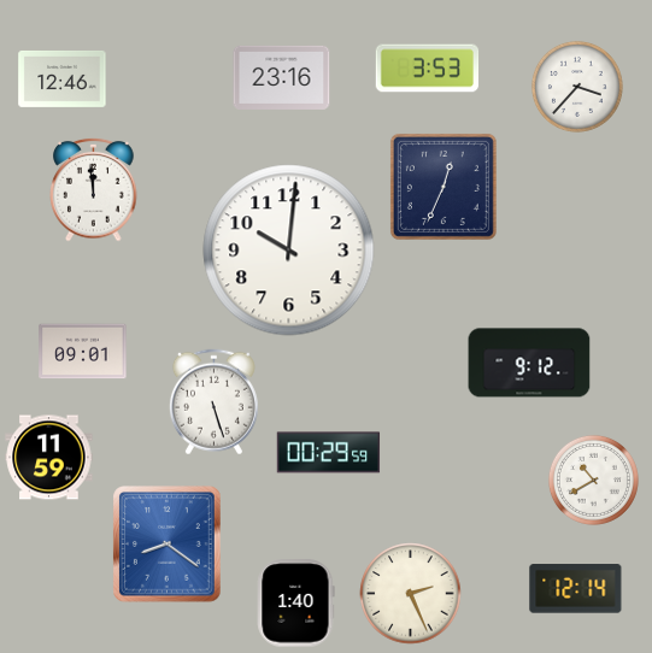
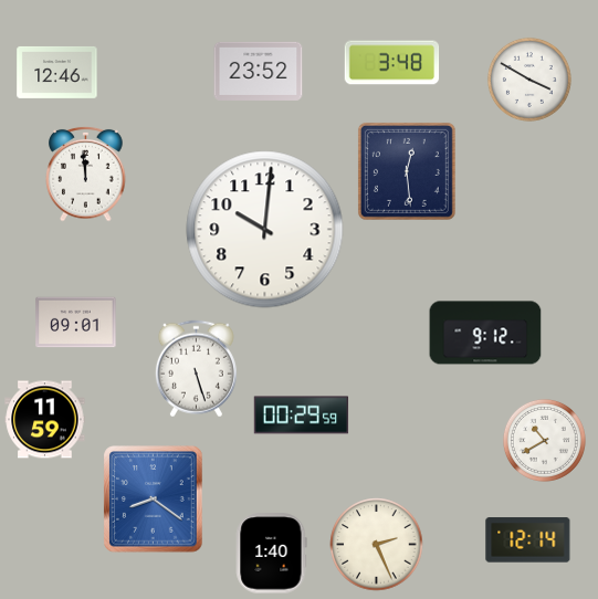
clock at (428, 69): 3:53 -> 3:48
clock at (282, 77): 23:16 -> 23:52
clock at (577, 87): 3:37 -> 3:50
clock at (444, 187): 12:34 -> 12:29
